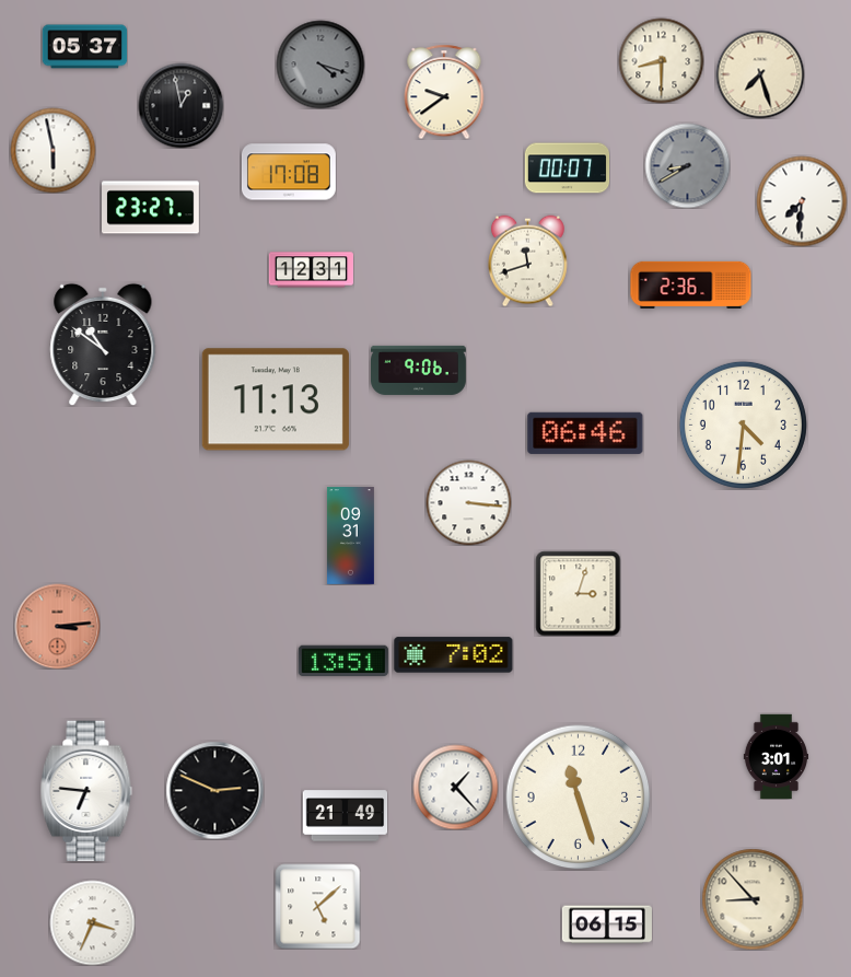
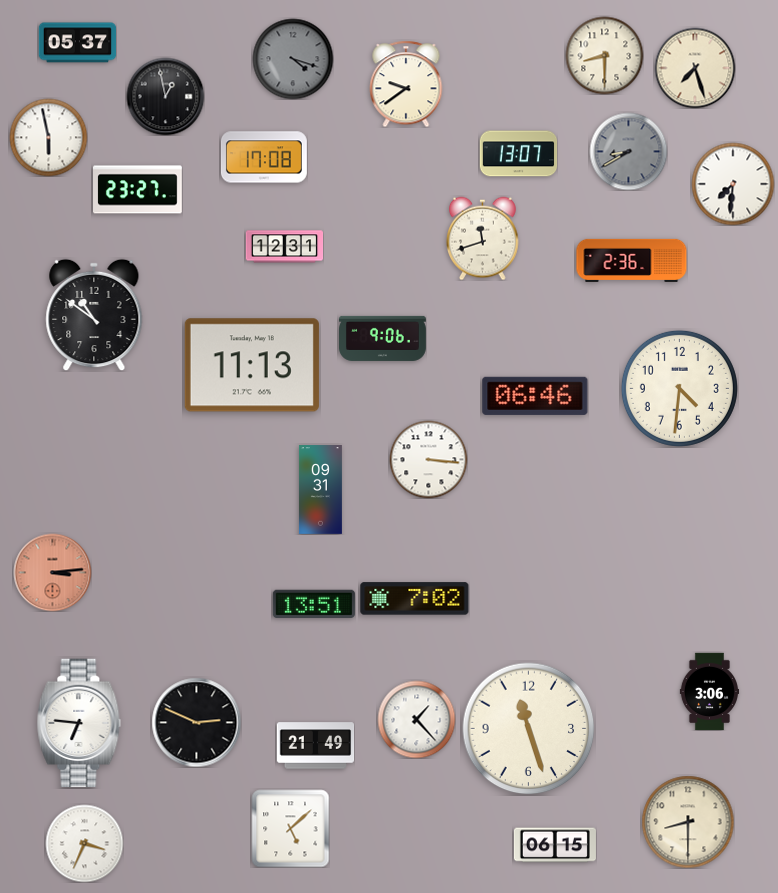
clock at (567, 168): 00:07 -> 13:07
clock at (578, 593): 3:03 -> none
clock at (776, 756): 3:01 -> 3:06
clock at (753, 899): 8:53 -> 8:30
